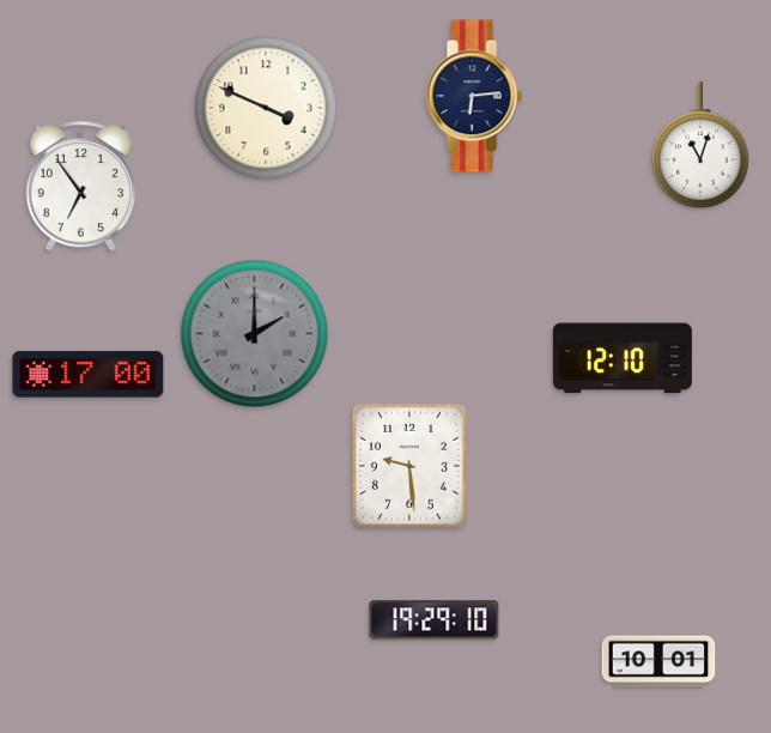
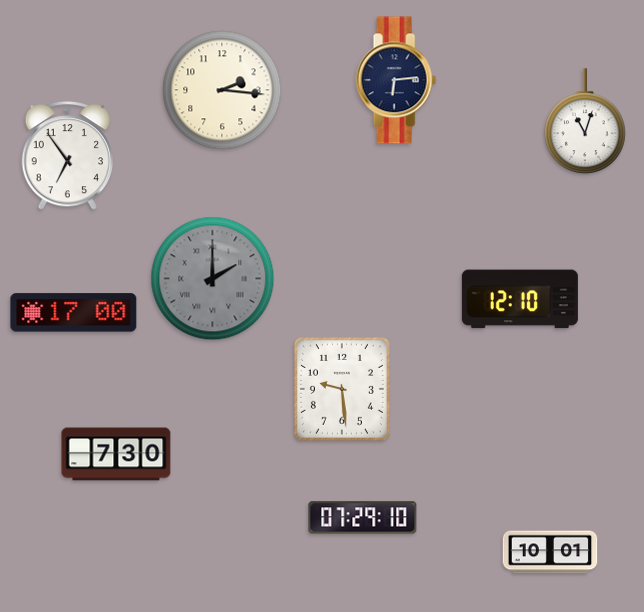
clock at (266, 108): 3:49 -> 2:16
clock at (116, 454): none -> 7:30
clock at (435, 620): 19:29 -> 07:29
